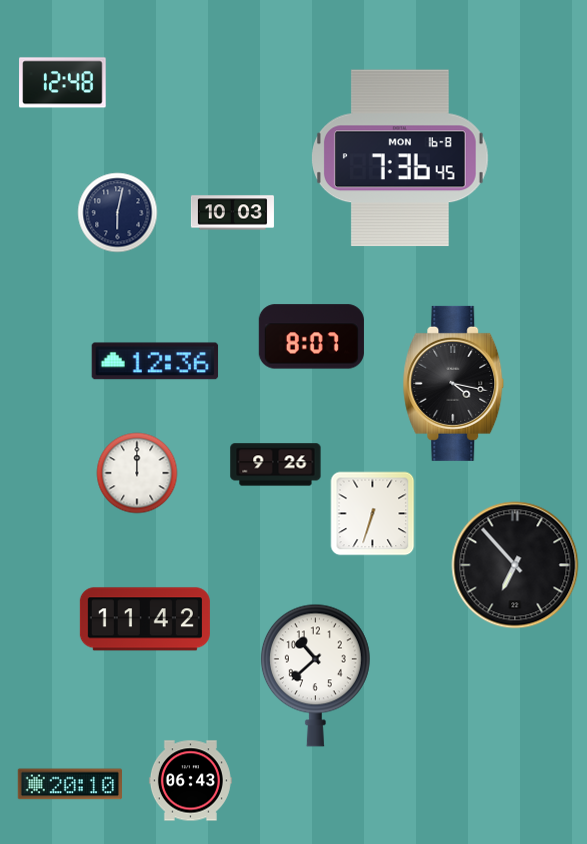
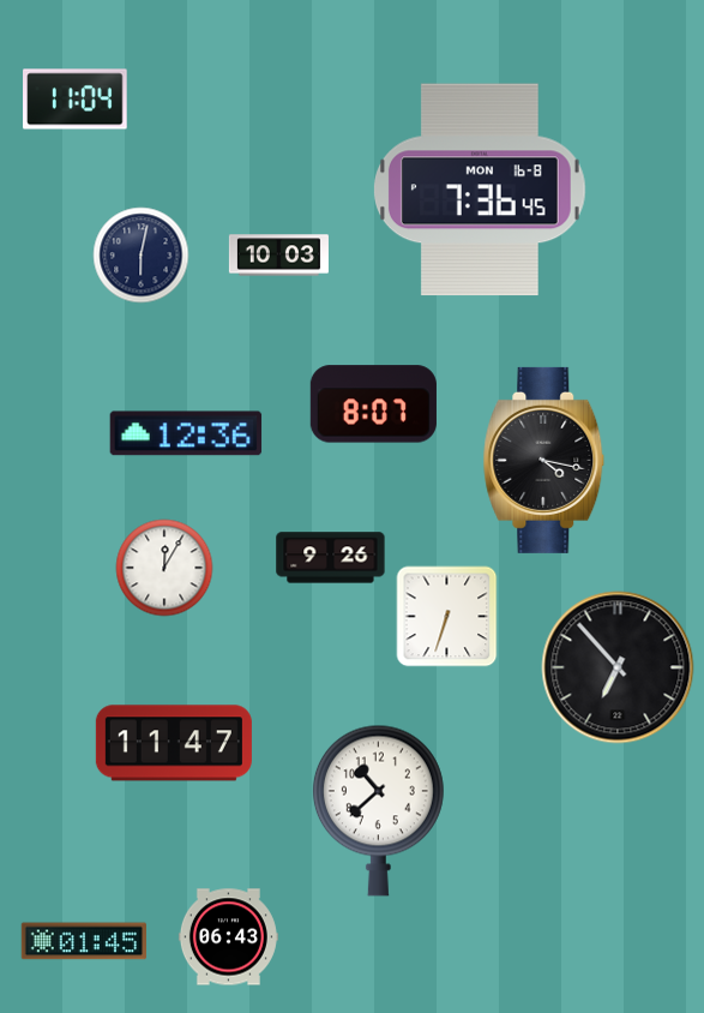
clock at (63, 83): 12:48 -> 11:04
clock at (137, 473): 12:00 -> 12:05
clock at (515, 565) position: (515, 565) -> (618, 667)
clock at (145, 619): 11:42 -> 11:47
clock at (69, 784): 20:10 -> 01:45
